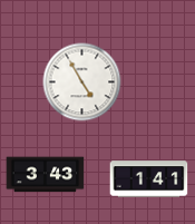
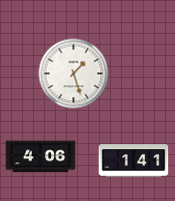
clock at (82, 82): 4:55 -> 1:27
clock at (46, 175): 3:43 -> 4:06
